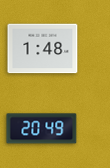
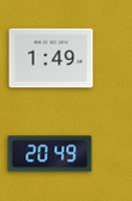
clock at (43, 49): 1:48 -> 1:49
